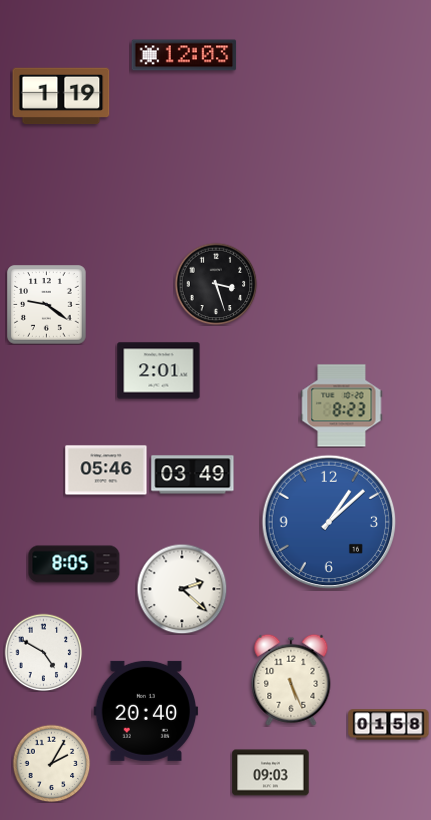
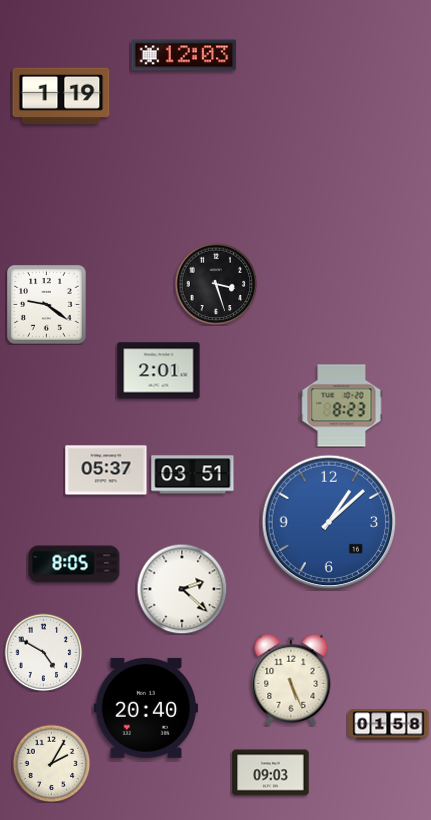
clock at (106, 470): 05:46 -> 05:37
clock at (193, 475): 03:49 -> 03:51
clock at (146, 711) position: (146, 711) -> (146, 708)
